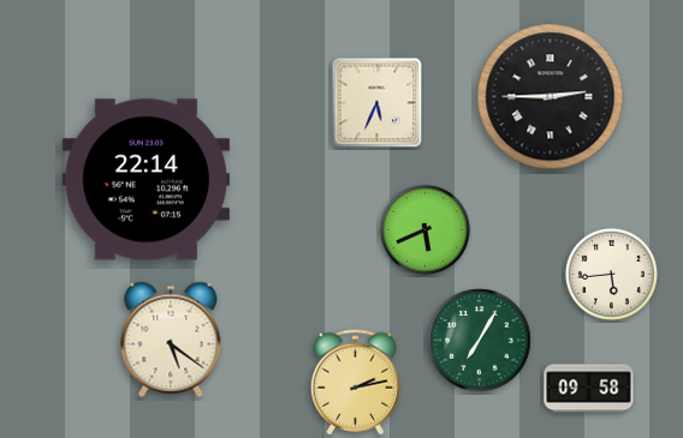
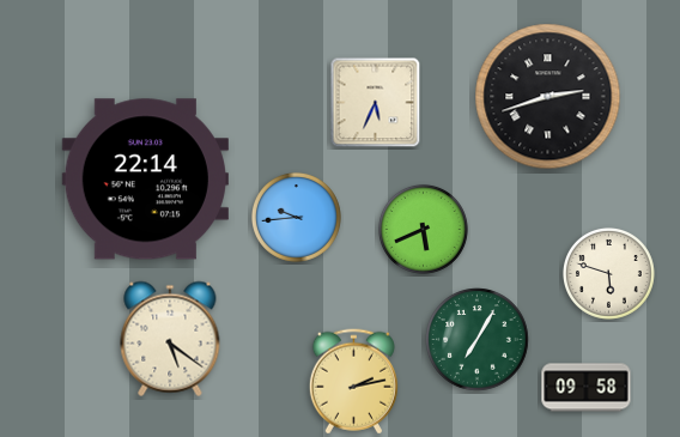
clock at (551, 97): 2:45 -> 2:42
clock at (296, 217): none -> 9:44
clock at (611, 274): 5:44 -> 5:48
